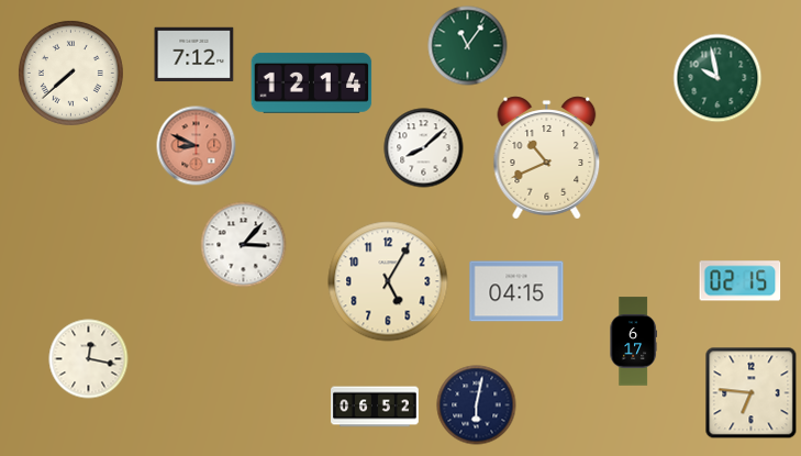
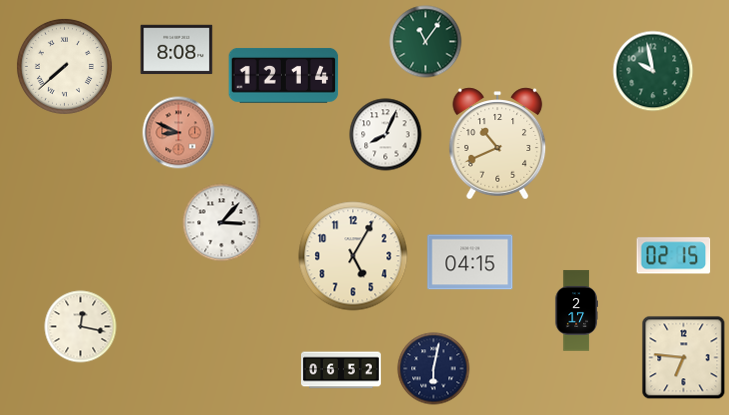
clock at (194, 55): 7:12 -> 8:08
clock at (424, 148): 8:08 -> 8:04
clock at (516, 291) position: (516, 291) -> (470, 262)
clock at (633, 342): 6:17 -> 2:17
